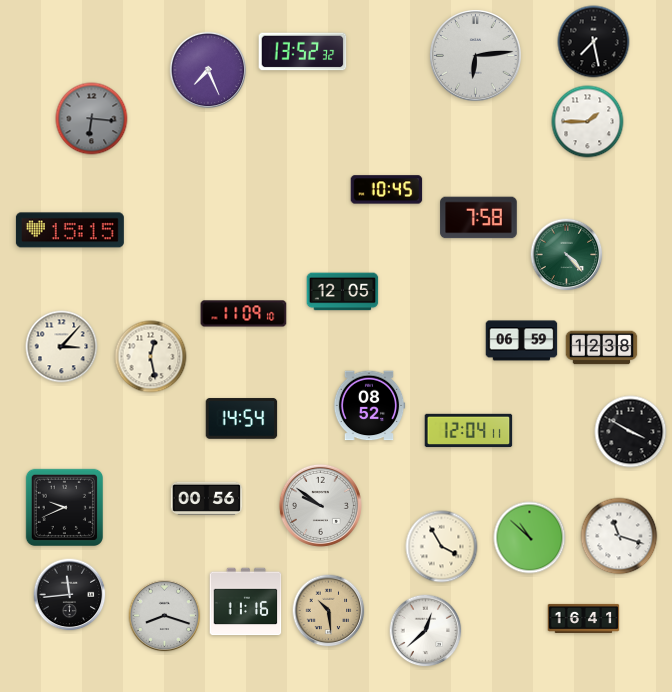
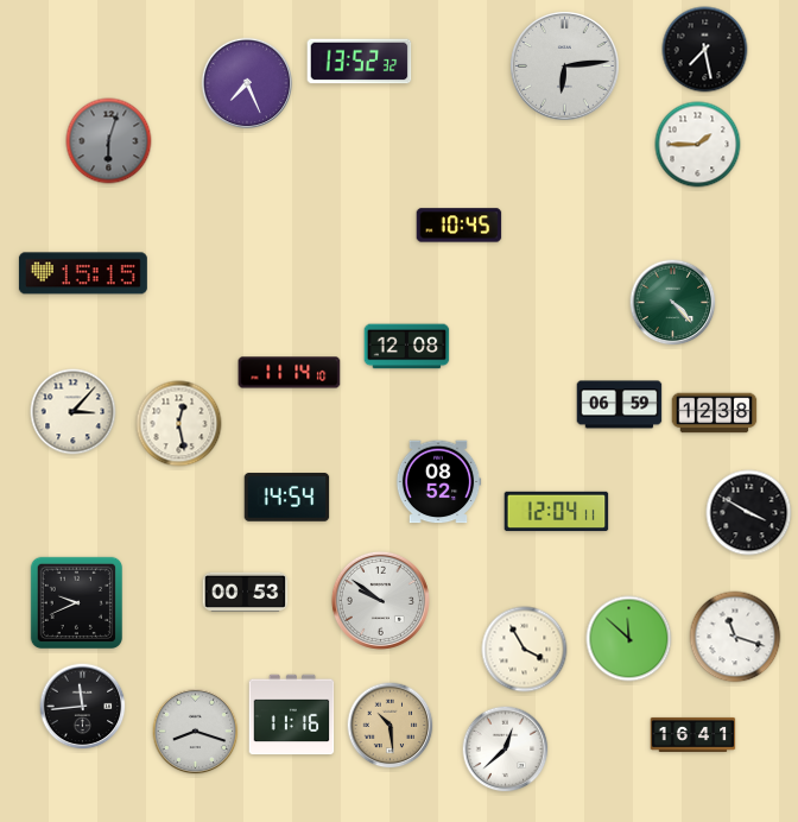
clock at (92, 119): 6:16 -> 6:03
clock at (479, 218): 7:58 -> none
clock at (343, 292): 12:05 -> 12:08
clock at (244, 314): 11:09 -> 11:14
clock at (207, 498): 00:56 -> 00:53
clock at (530, 538): 10:52 -> 11:52
